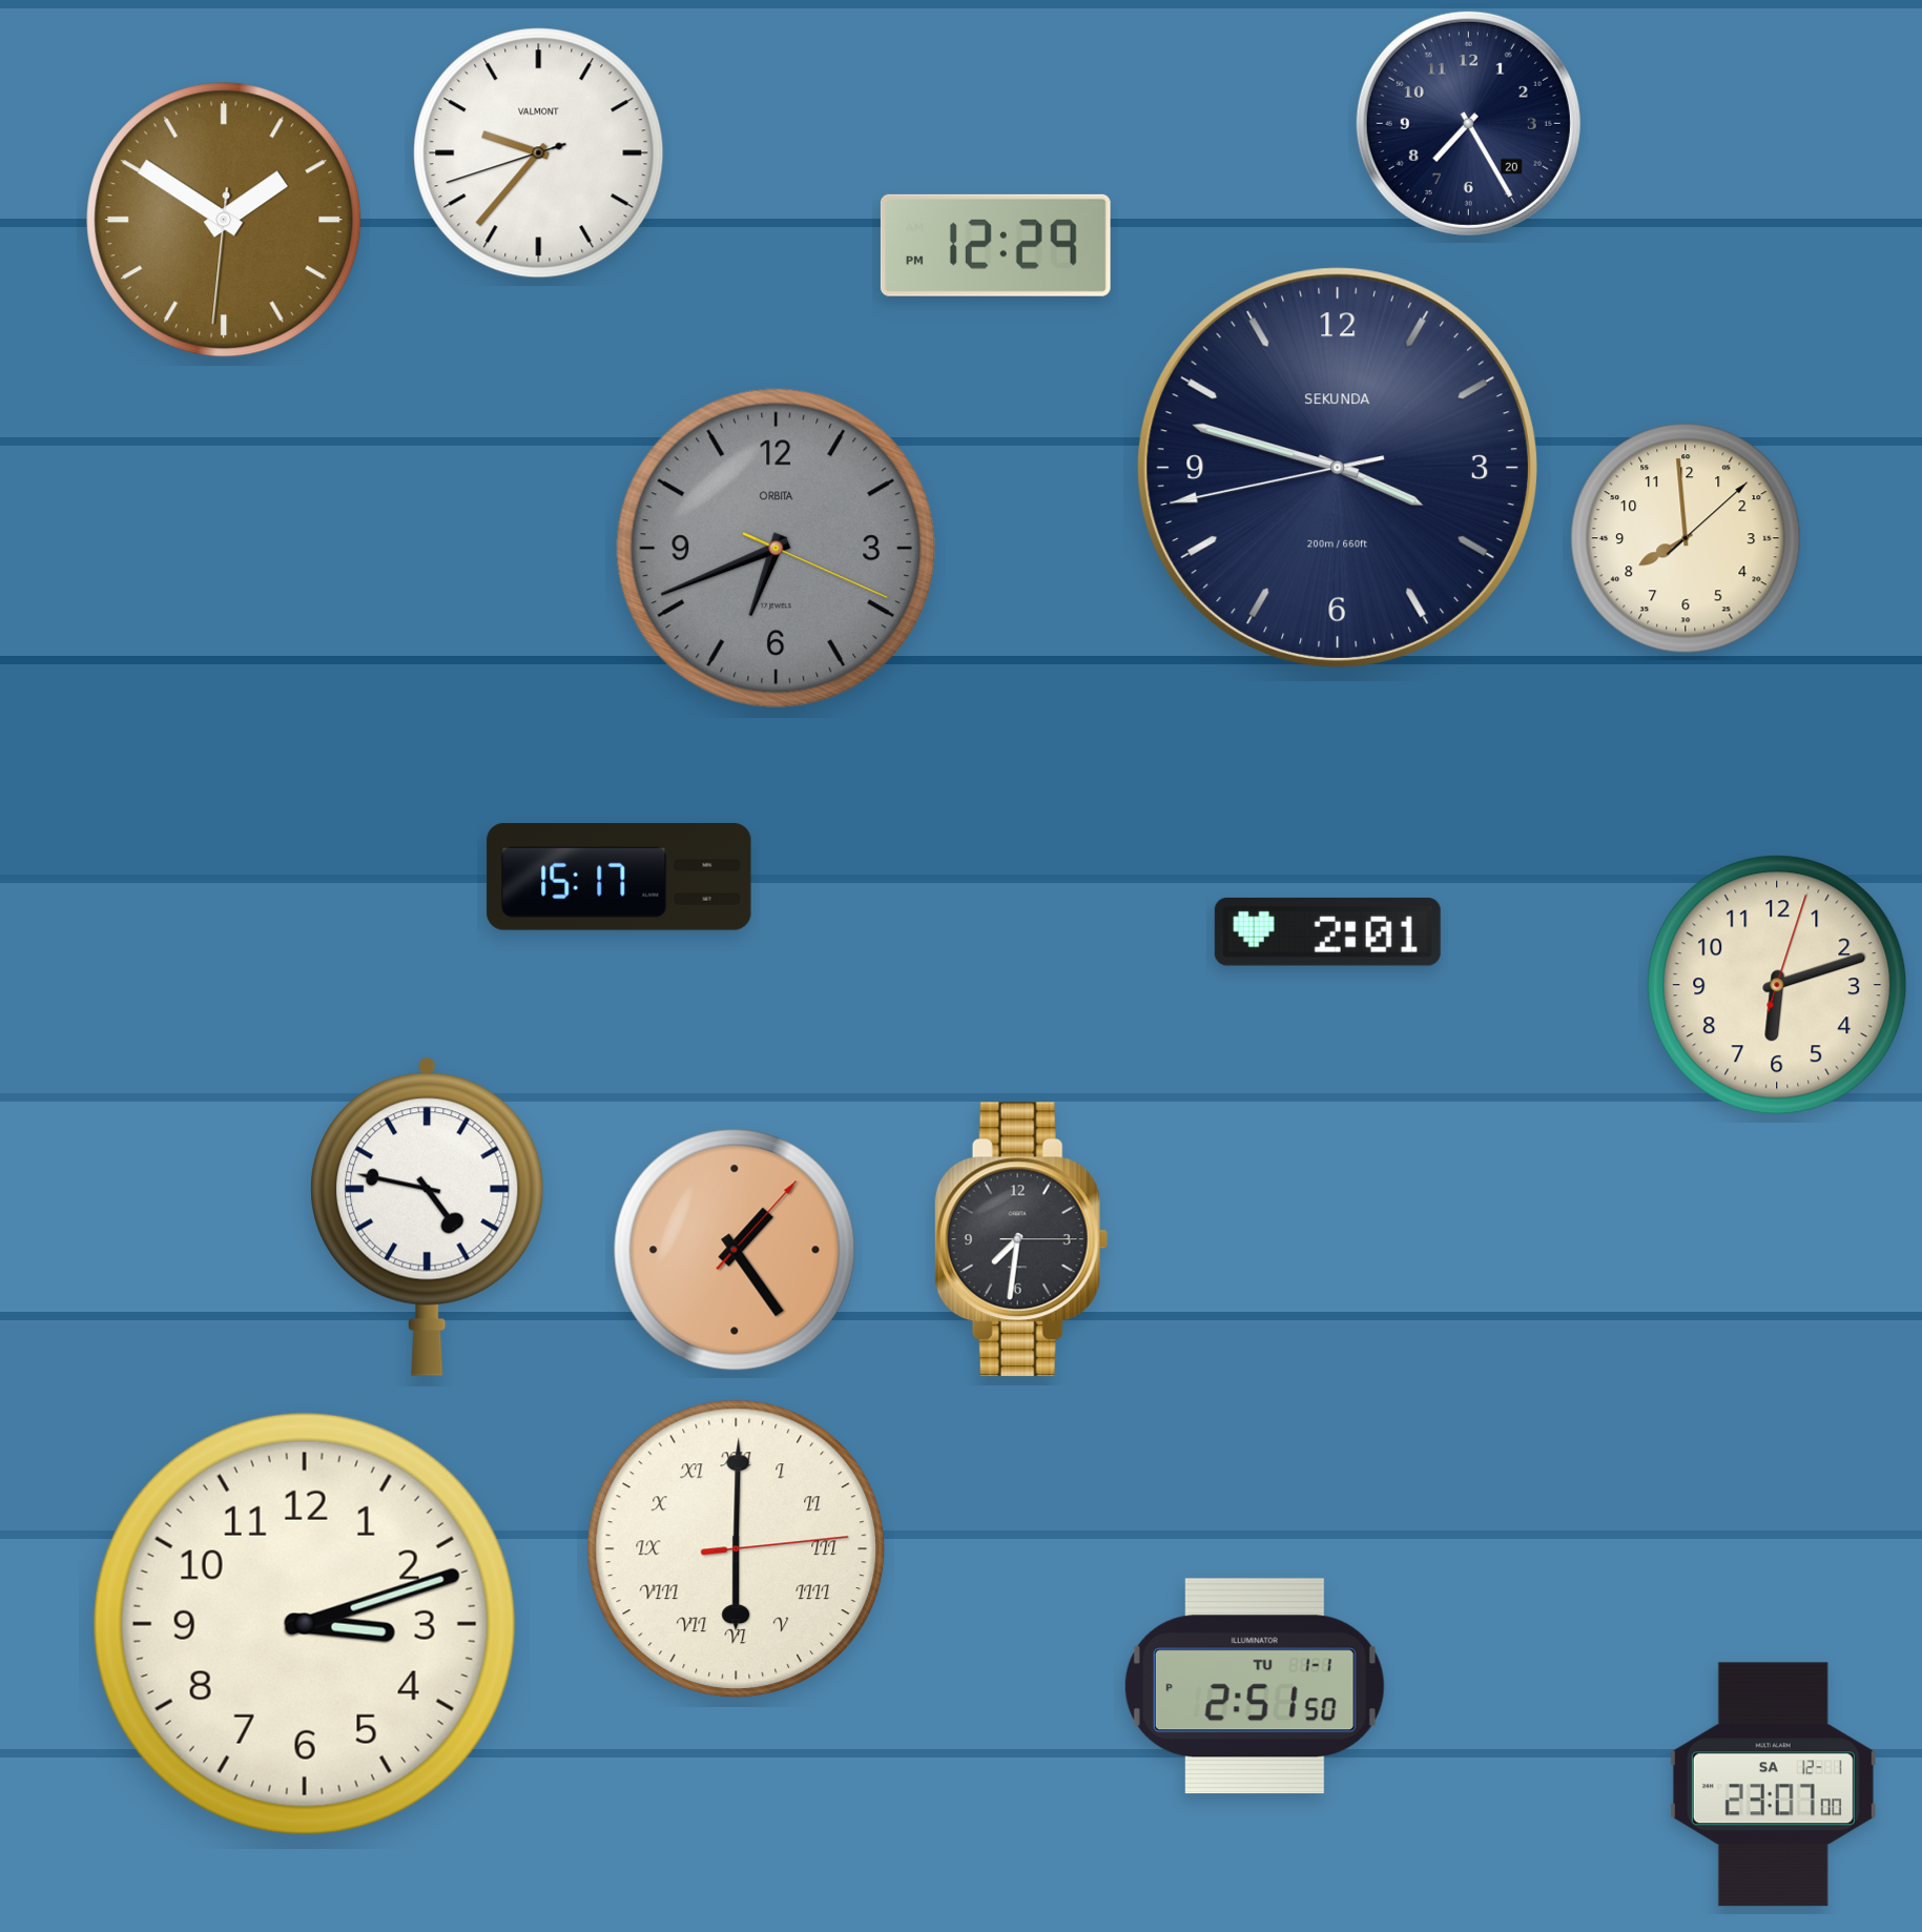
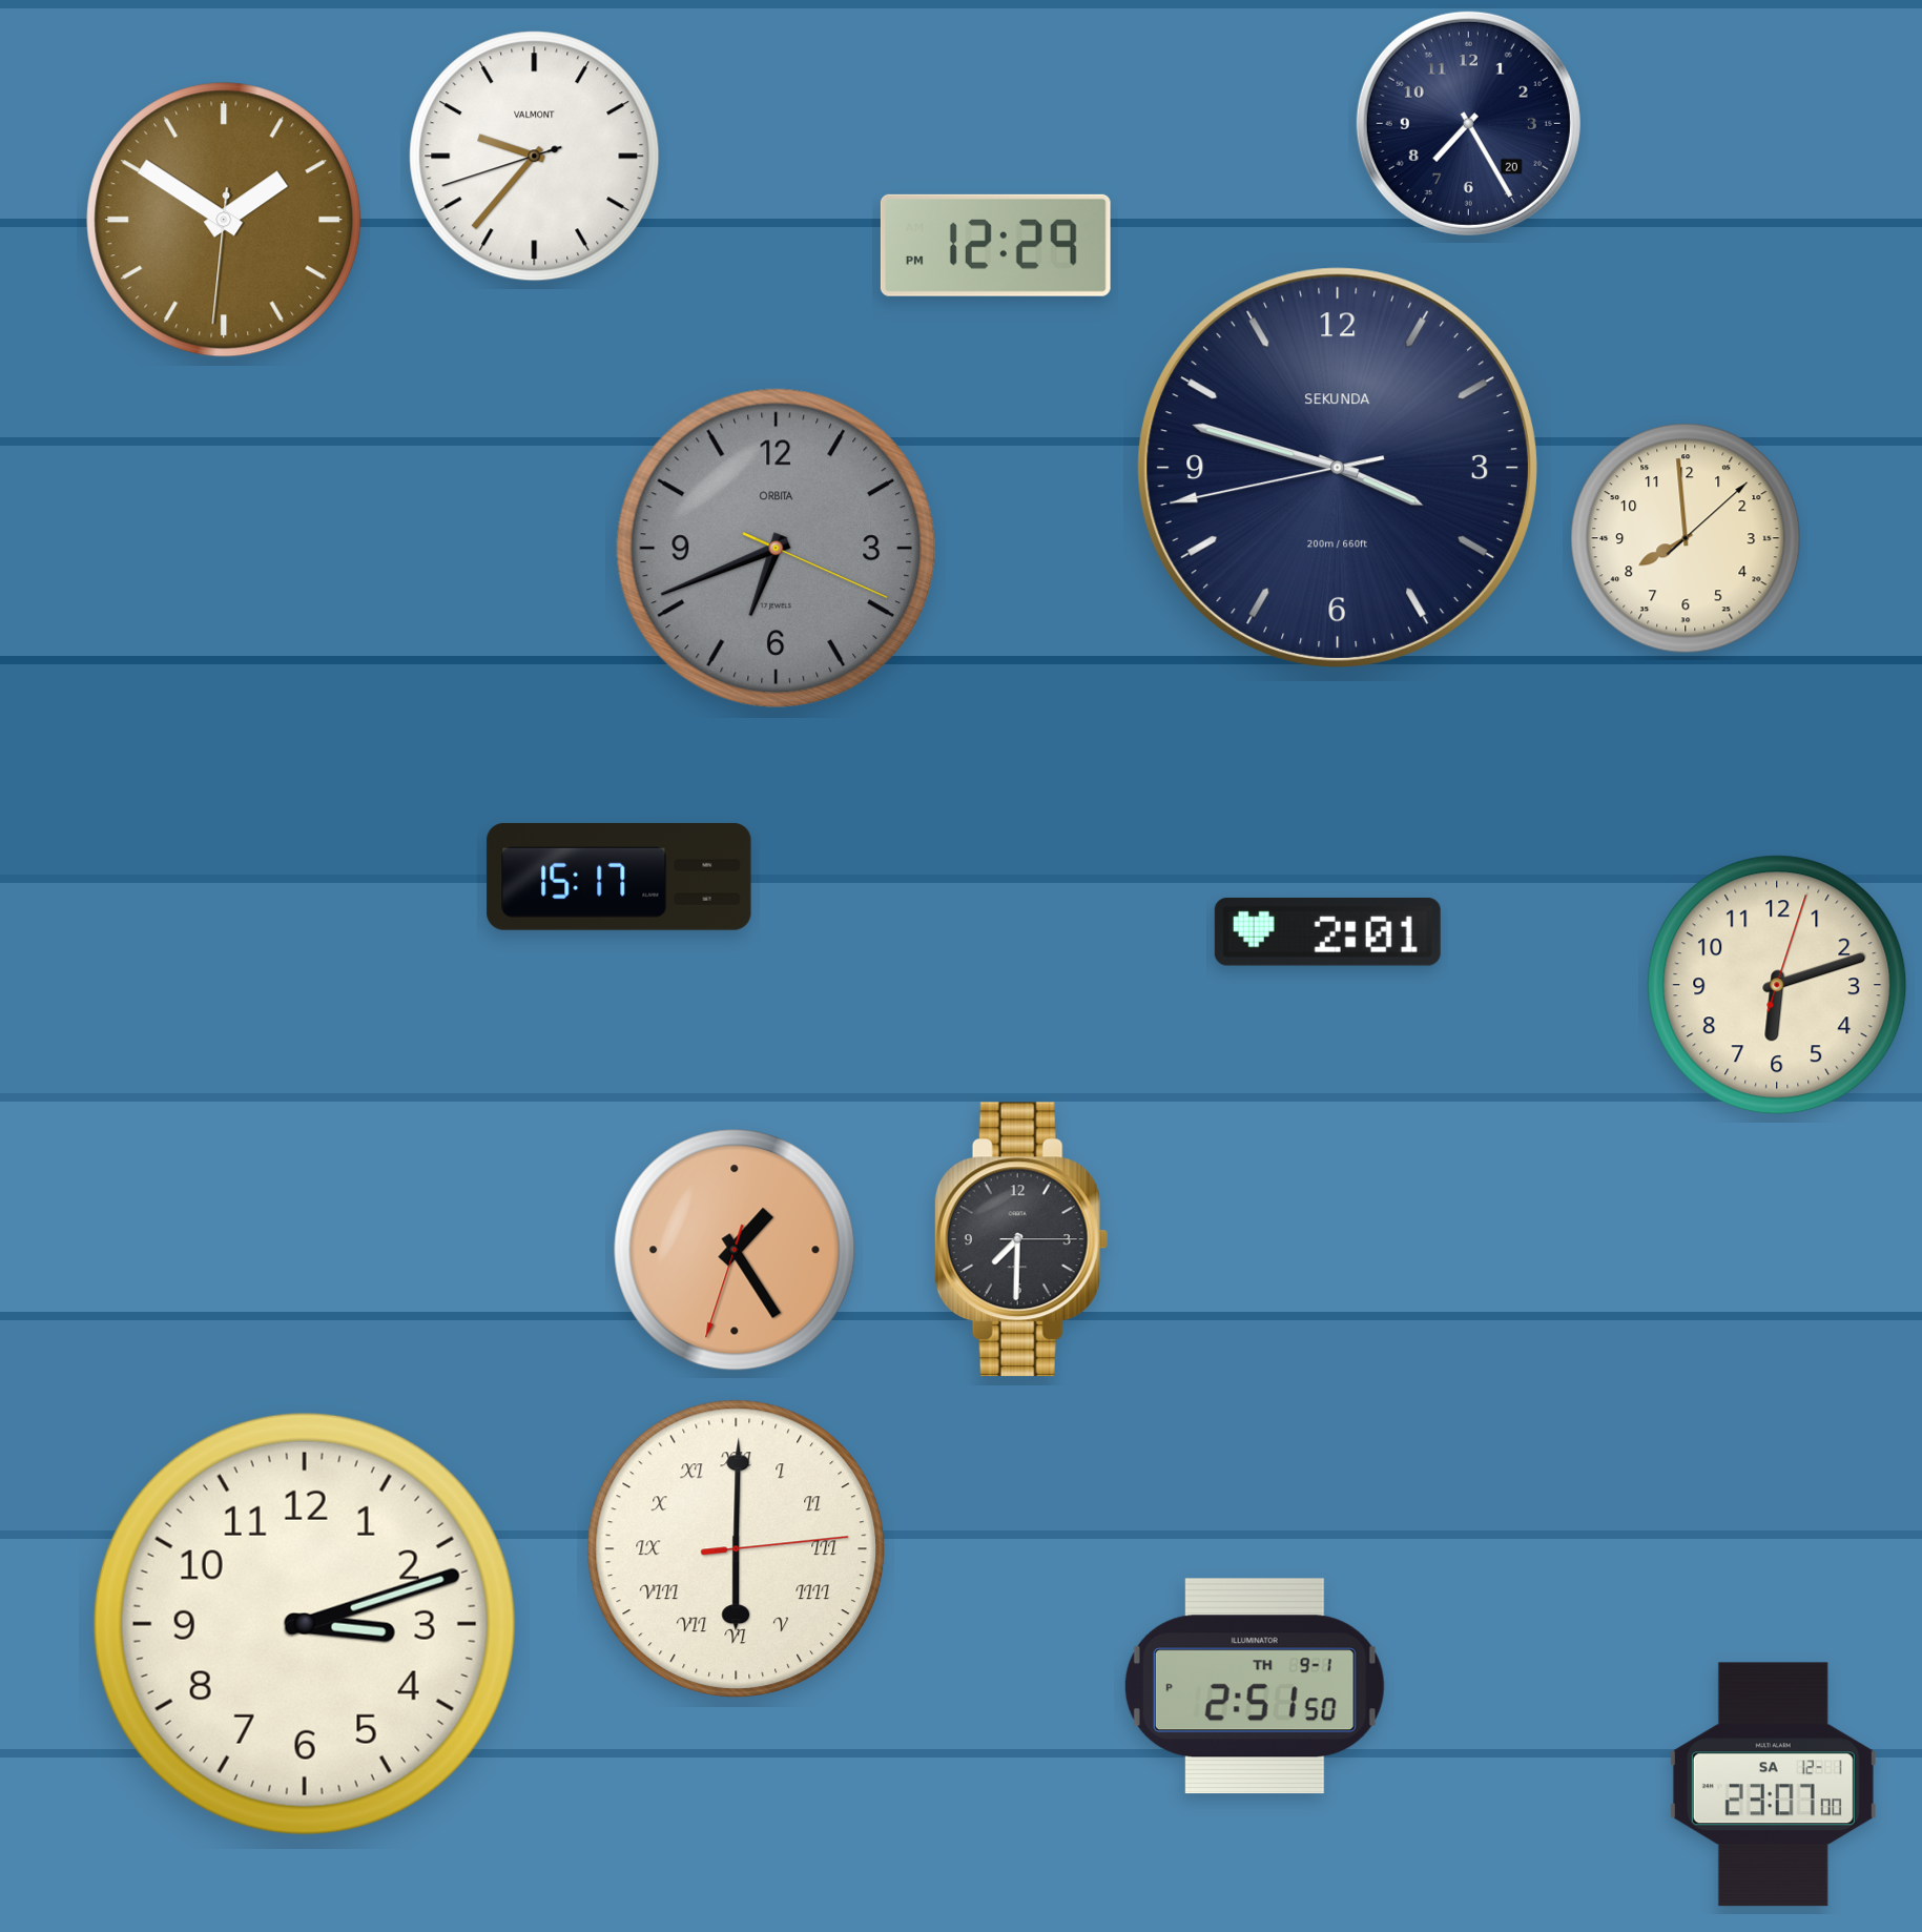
clock at (539, 153) position: (539, 153) -> (535, 157)
clock at (428, 1216): 4:47 -> none
clock at (1021, 1239): 7:31 -> 7:30
clock at (735, 1250): 1:24:07 -> 1:24:33
clock at (1255, 1686) date: TU 1-1 -> TH 9-1
